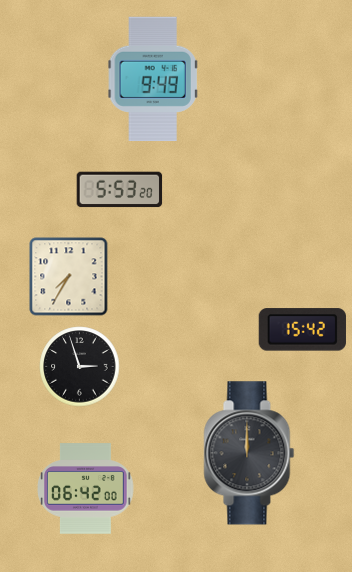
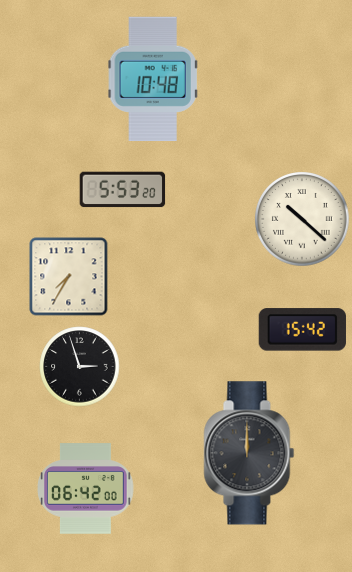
clock at (153, 78): 9:49 -> 10:48
clock at (120, 190) position: (120, 190) -> (123, 190)
clock at (302, 219): none -> 10:22
